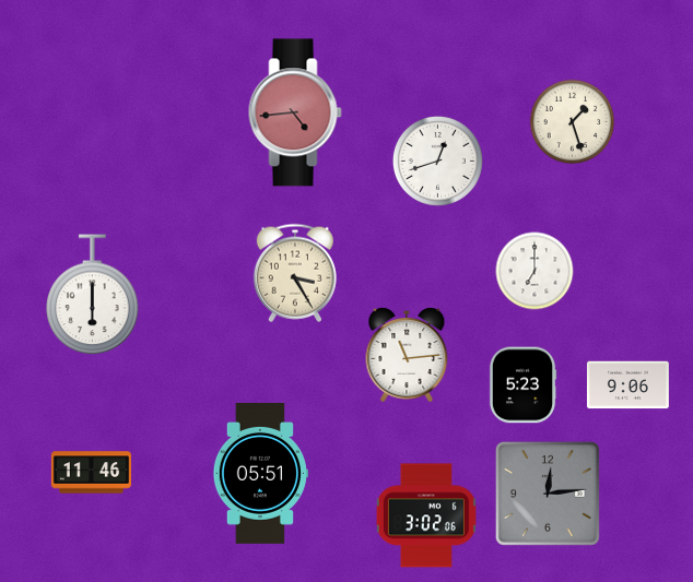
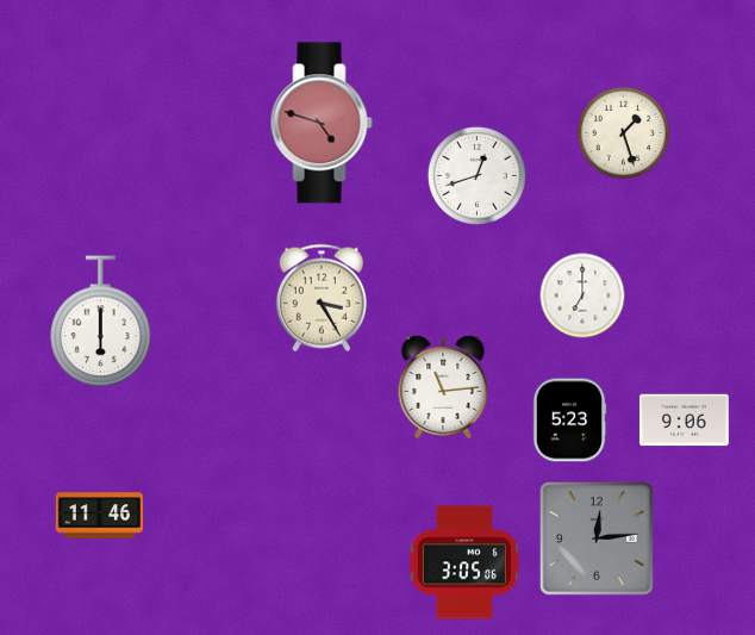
clock at (295, 112): 4:44 -> 4:48
clock at (260, 473): 05:51 -> none
clock at (426, 515): 3:02 -> 3:05
